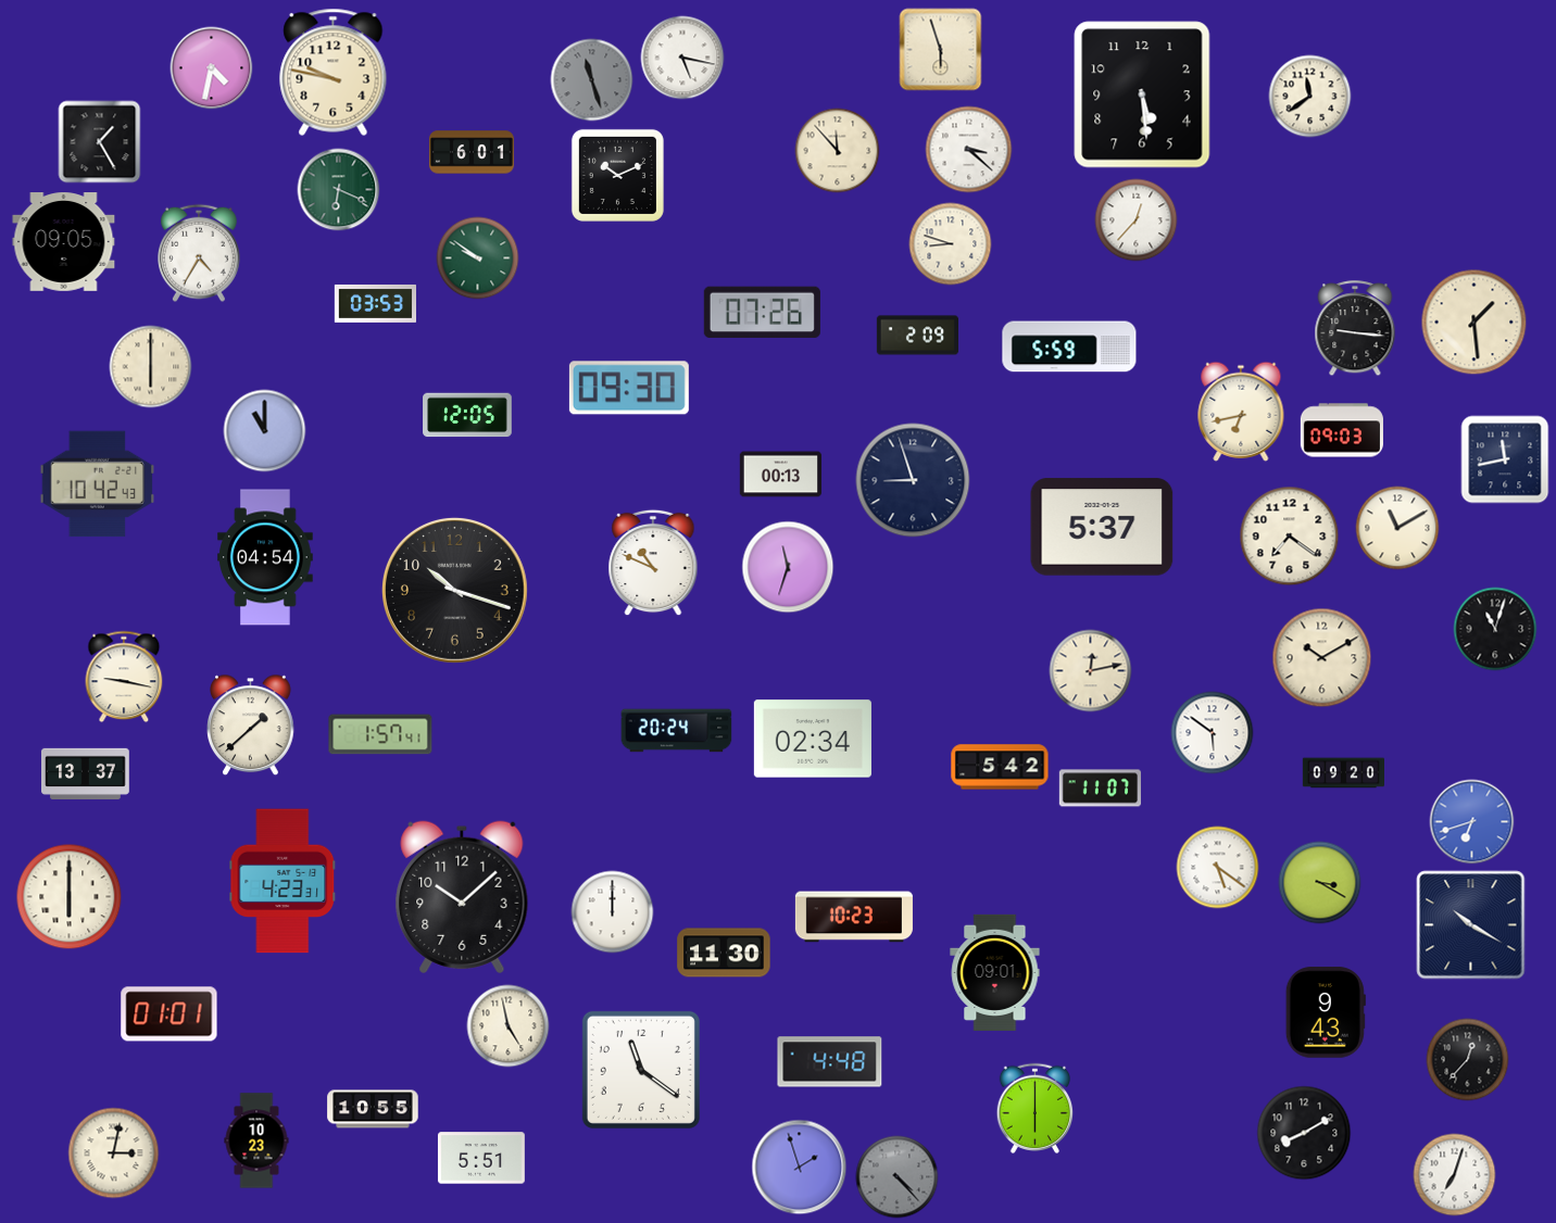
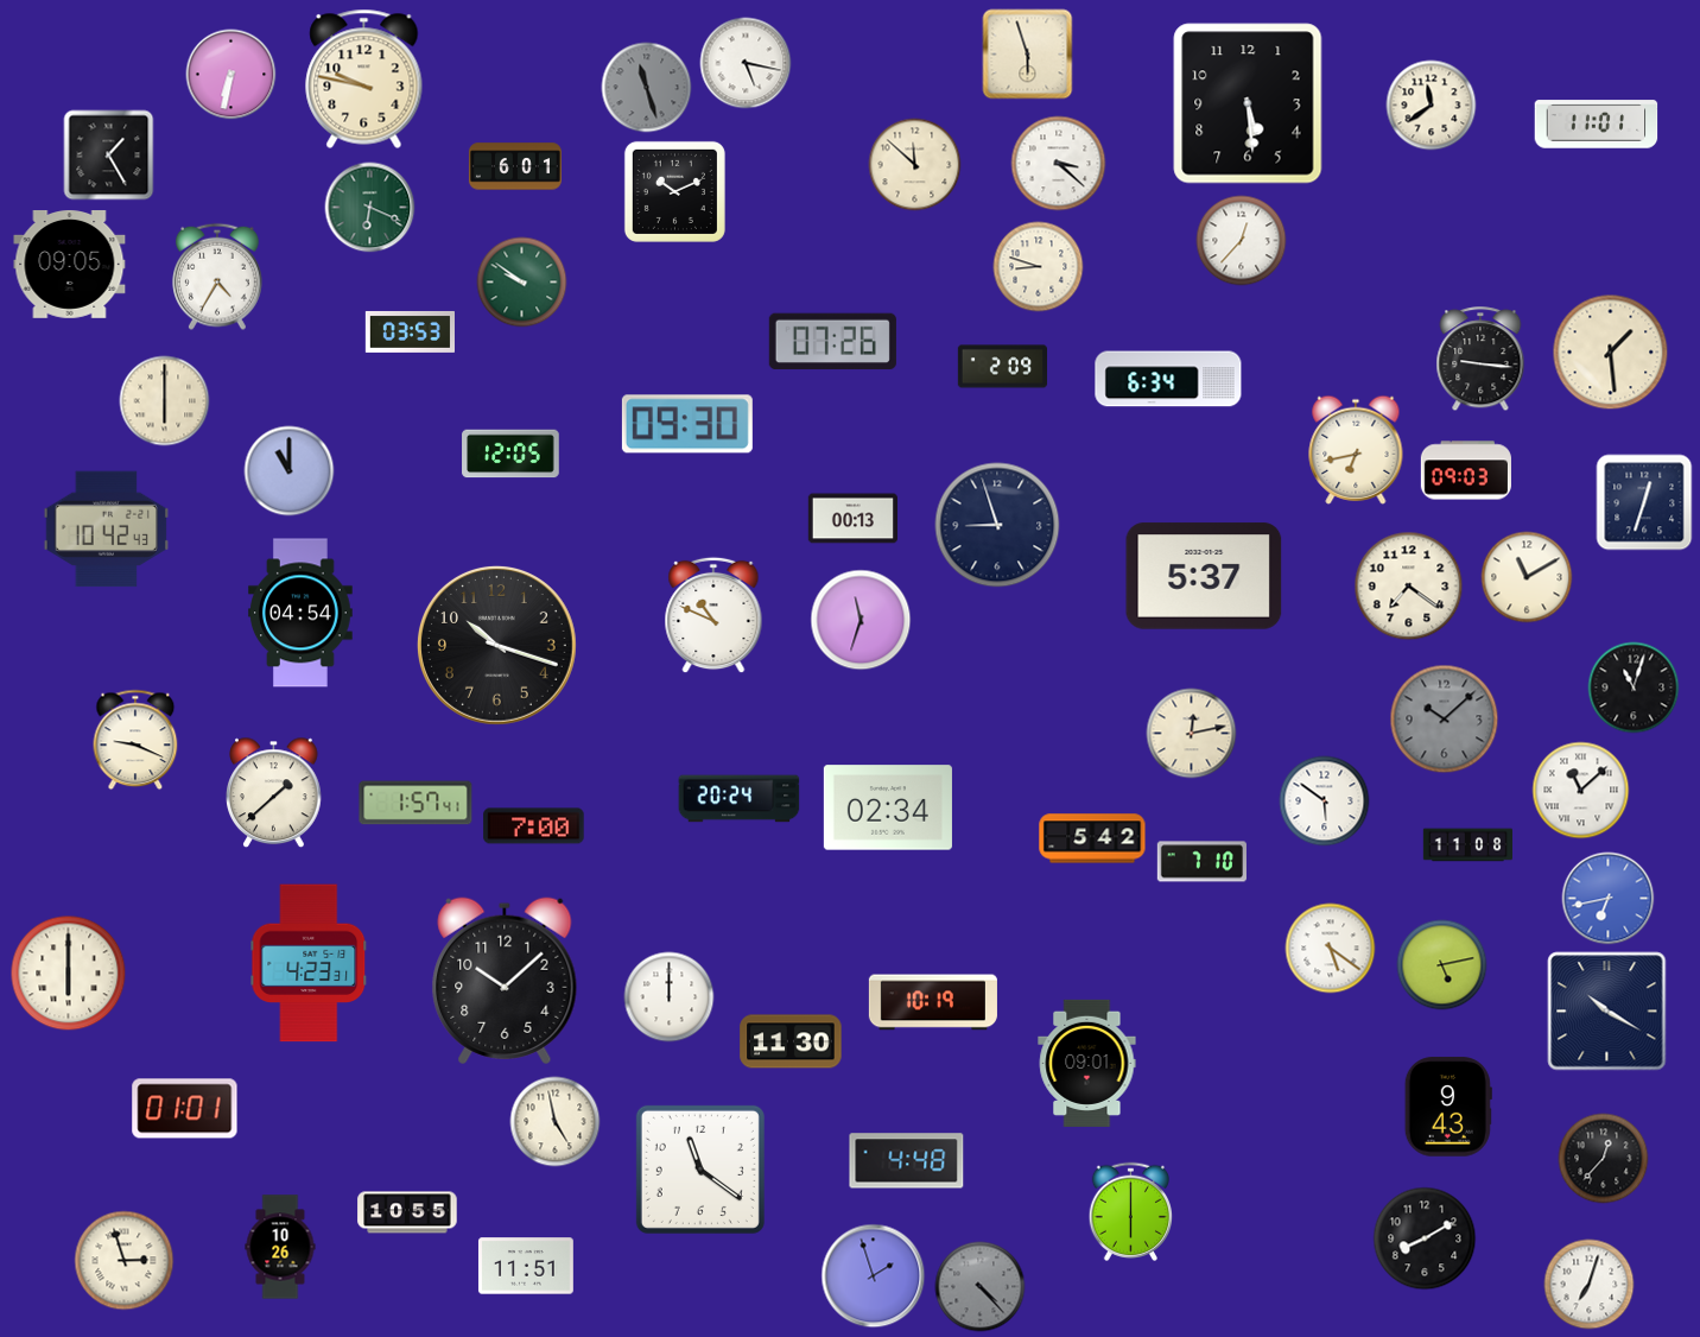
clock at (212, 68): 4:32 -> 6:32
clock at (1597, 125): none -> 11:01
clock at (838, 151): 11:53 -> 11:52
clock at (1069, 346): 5:59 -> 6:34
clock at (1505, 459): 11:43 -> 12:33
clock at (266, 557) position: (266, 557) -> (302, 613)
clock at (1322, 658): 10:10 -> 10:08
clock at (1322, 658) dial: cream -> grey
clock at (124, 677): 9:17 -> 9:19
clock at (1581, 791): none -> 11:08
clock at (534, 826): none -> 7:00
clock at (86, 773): 13:37 -> none
clock at (1344, 773): 09:20 -> 11:08
clock at (1100, 789): 11:07 -> 7:10
clock at (1472, 822): 6:42 -> 6:43
clock at (1320, 883): 3:20 -> 5:13
clock at (70, 897) position: (70, 897) -> (69, 974)
clock at (854, 917): 10:23 -> 10:19
clock at (256, 1140): 10:23 -> 10:26
clock at (114, 1153): 3:02 -> 2:57
clock at (481, 1158): 5:51 -> 11:51
